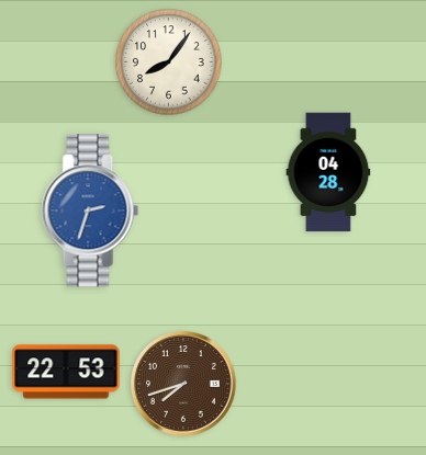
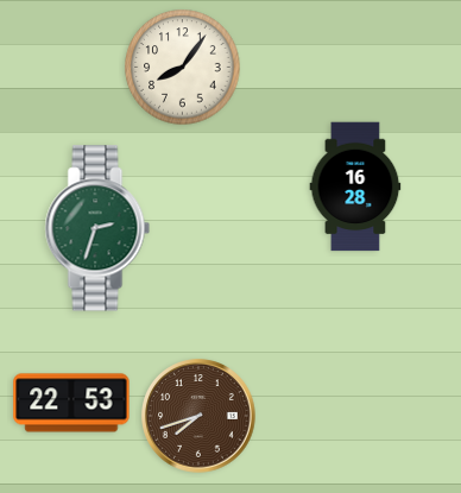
clock at (328, 172): 04:28 -> 16:28
clock at (90, 211) dial: blue -> green
